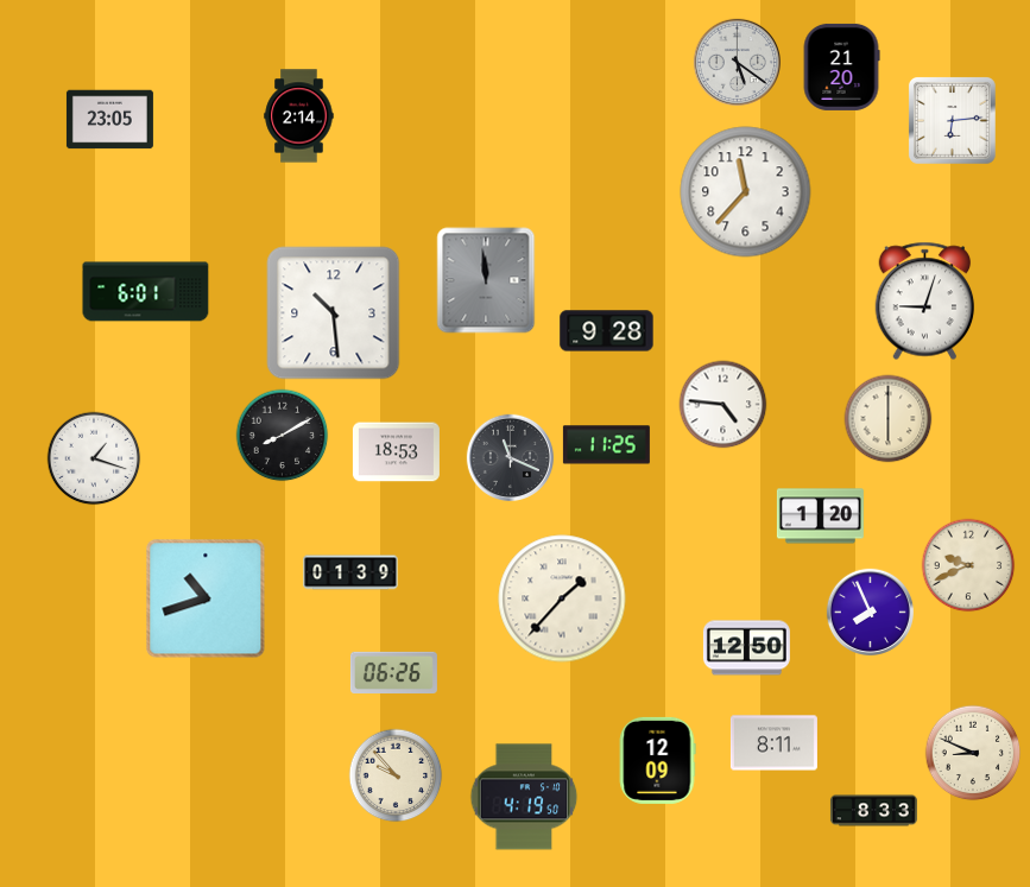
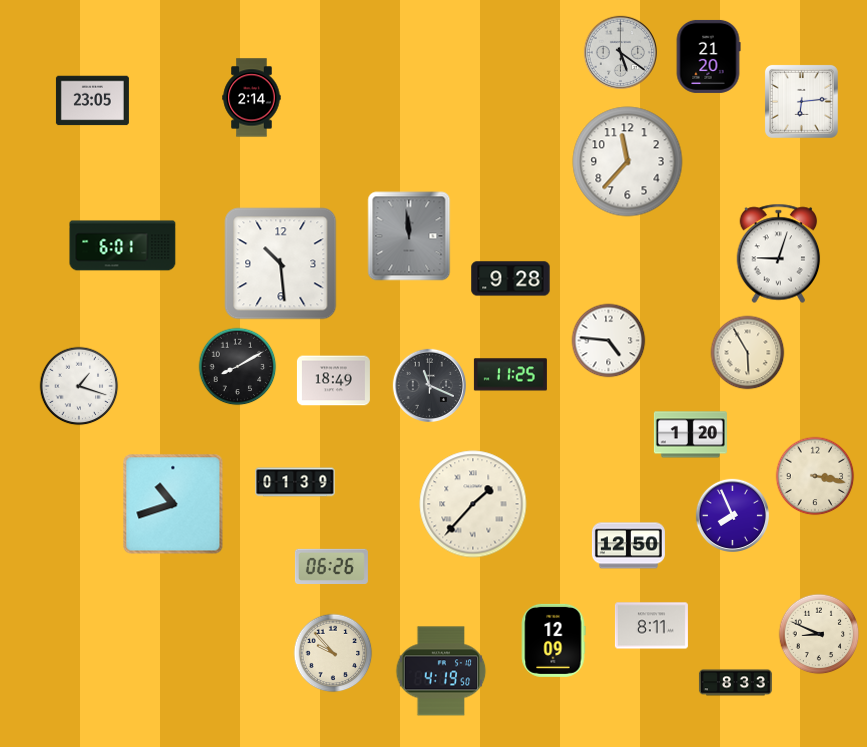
clock at (889, 419): 6:00 -> 5:55
clock at (396, 452): 18:53 -> 18:49
clock at (968, 565): 9:41 -> 3:17
